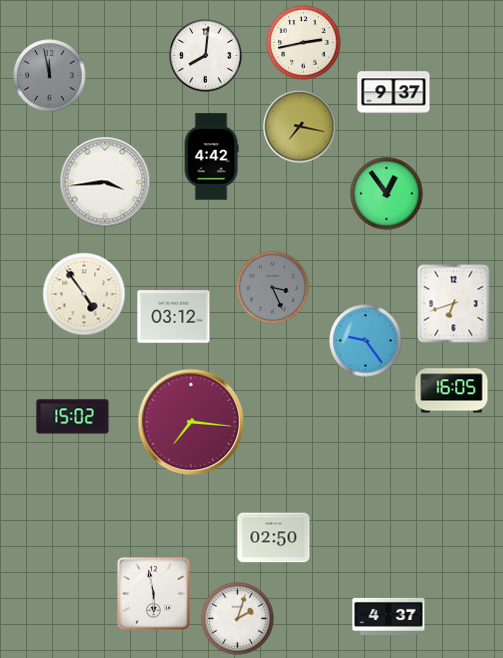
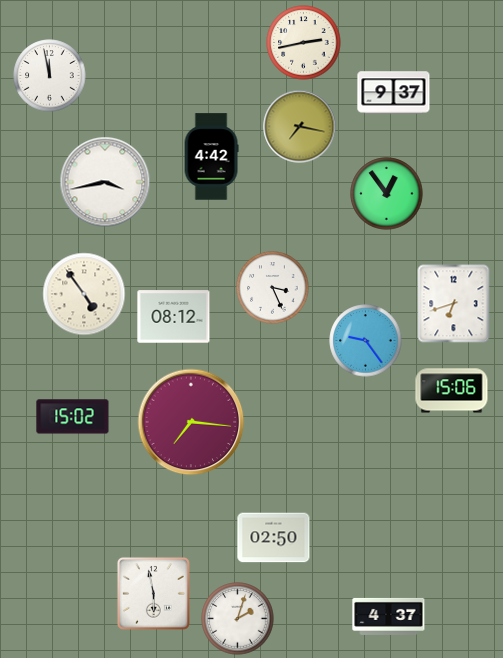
clock at (206, 56): 8:01 -> none
clock at (50, 76) dial: grey -> white
clock at (105, 182): 3:44 -> 3:43
clock at (273, 288) dial: grey -> white
clock at (174, 317): 03:12 -> 08:12
clock at (452, 391): 16:05 -> 15:06
